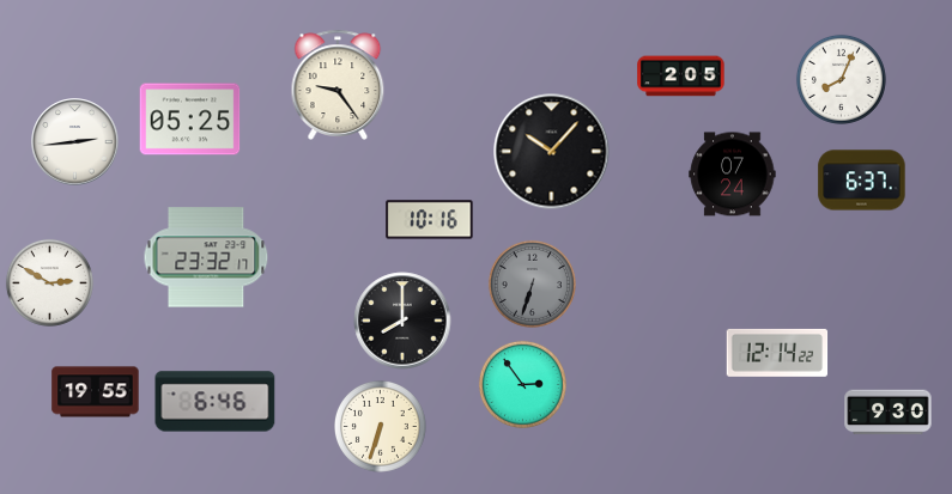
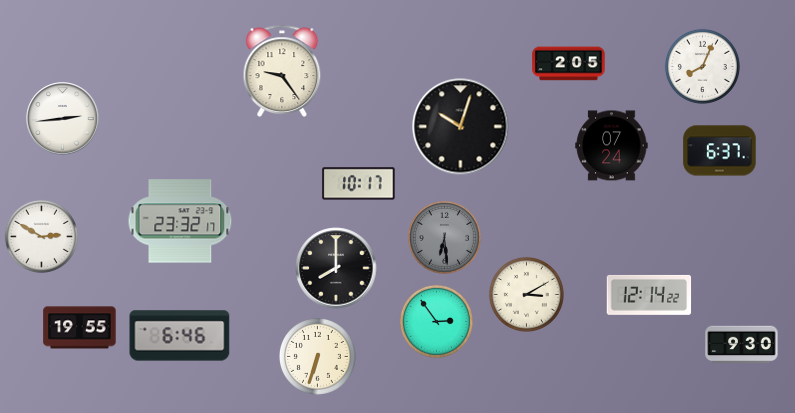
clock at (190, 120): 05:25 -> none
clock at (552, 152): 10:07 -> 10:03
clock at (430, 220): 10:16 -> 10:17
clock at (206, 257) position: (206, 257) -> (180, 221)
clock at (532, 283): 6:33 -> 6:29
clock at (526, 294): none -> 3:10
